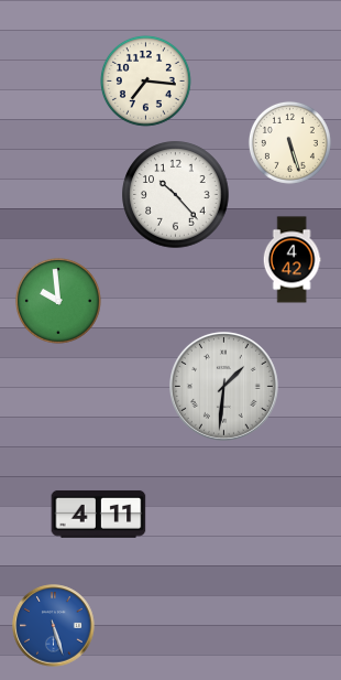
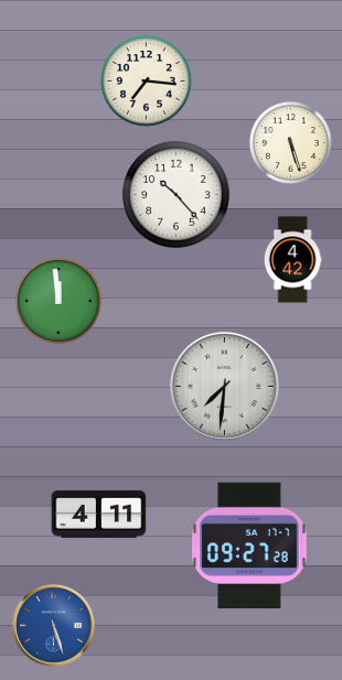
clock at (58, 301): 9:59 -> 11:59
clock at (223, 386): 1:31 -> 7:31
clock at (249, 546): none -> 09:27
